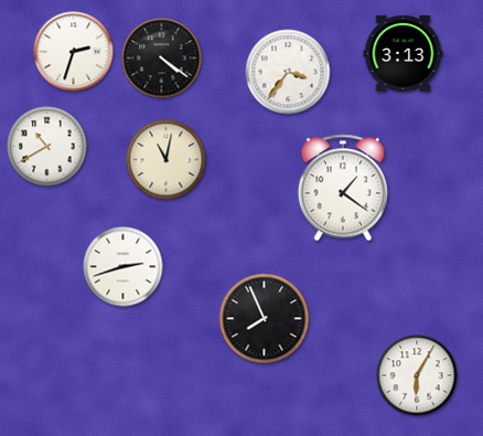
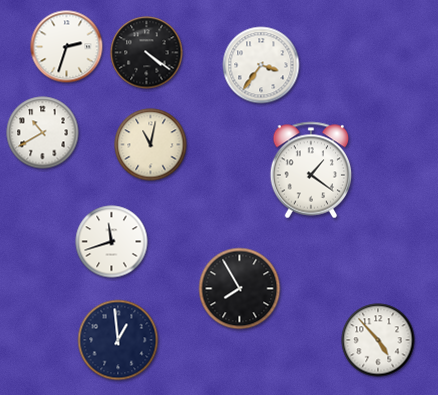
clock at (404, 53): 3:13 -> none
clock at (124, 267): 2:42 -> 11:42
clock at (265, 319): 7:56 -> 7:55
clock at (118, 340): none -> 12:59
clock at (417, 375): 6:05 -> 4:53
